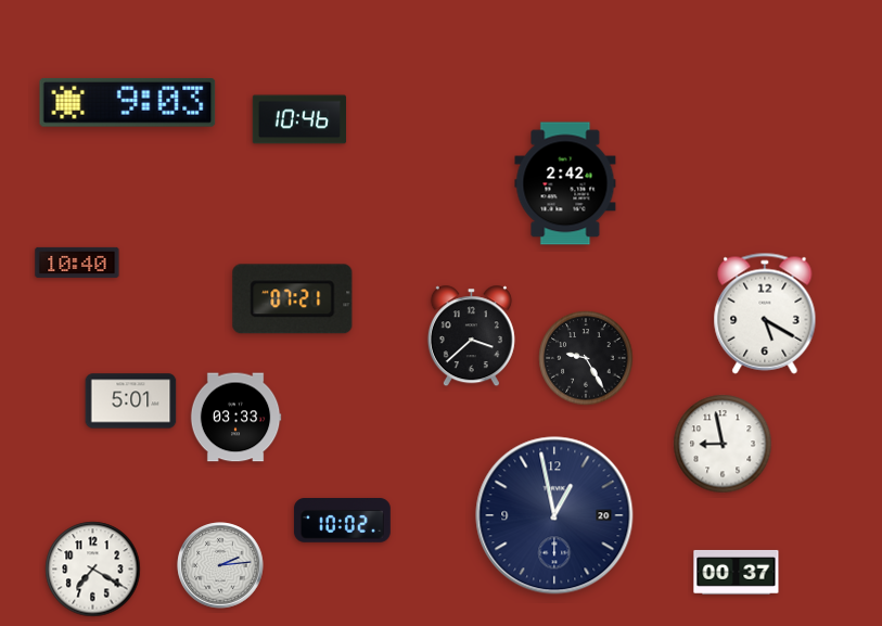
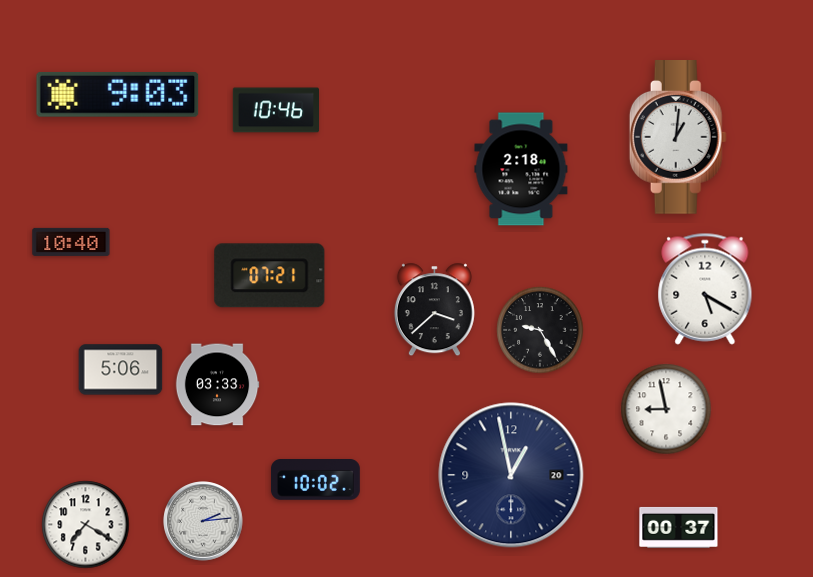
clock at (678, 138): none -> 1:01
clock at (565, 183): 2:42 -> 2:18
clock at (131, 401): 5:01 -> 5:06
